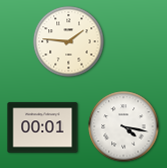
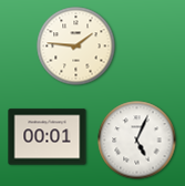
clock at (124, 127): 4:17 -> 5:04
clock at (43, 128) position: (43, 128) -> (48, 137)
